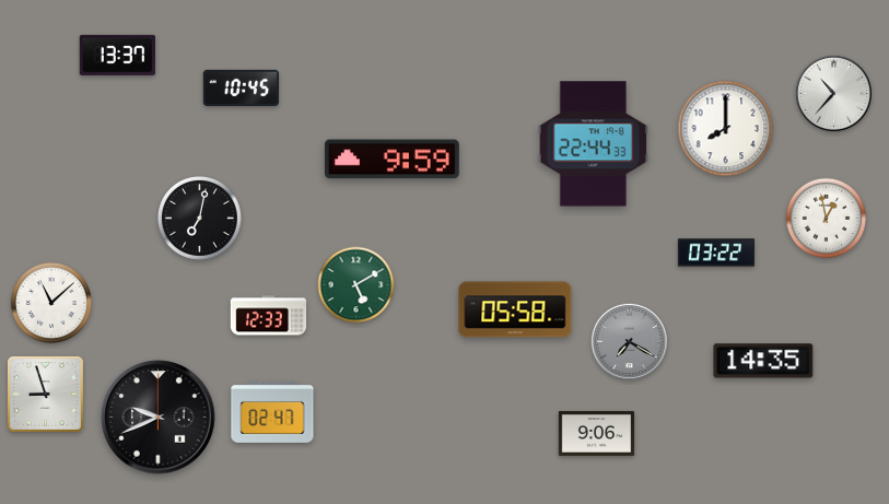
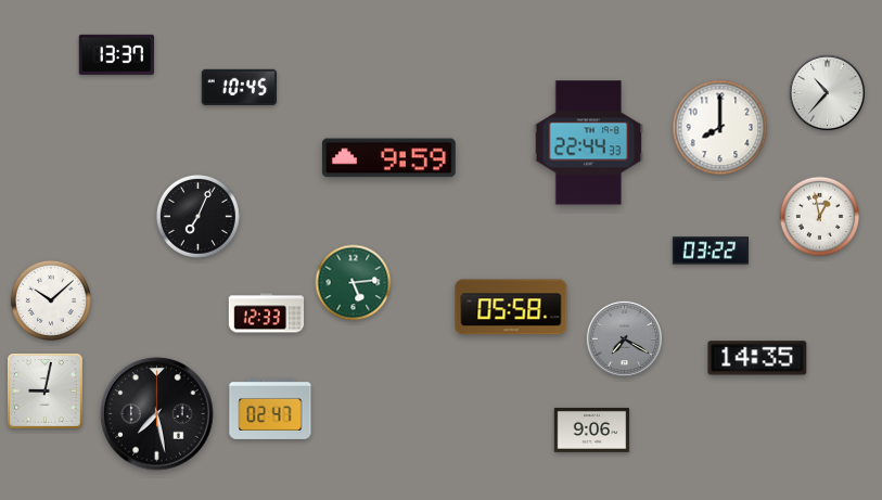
clock at (199, 218): 7:02 -> 7:04
clock at (356, 285): 5:10 -> 5:14
clock at (50, 302): 11:08 -> 10:08
clock at (46, 395): 8:57 -> 9:02
clock at (159, 418): 9:41 -> 7:28
